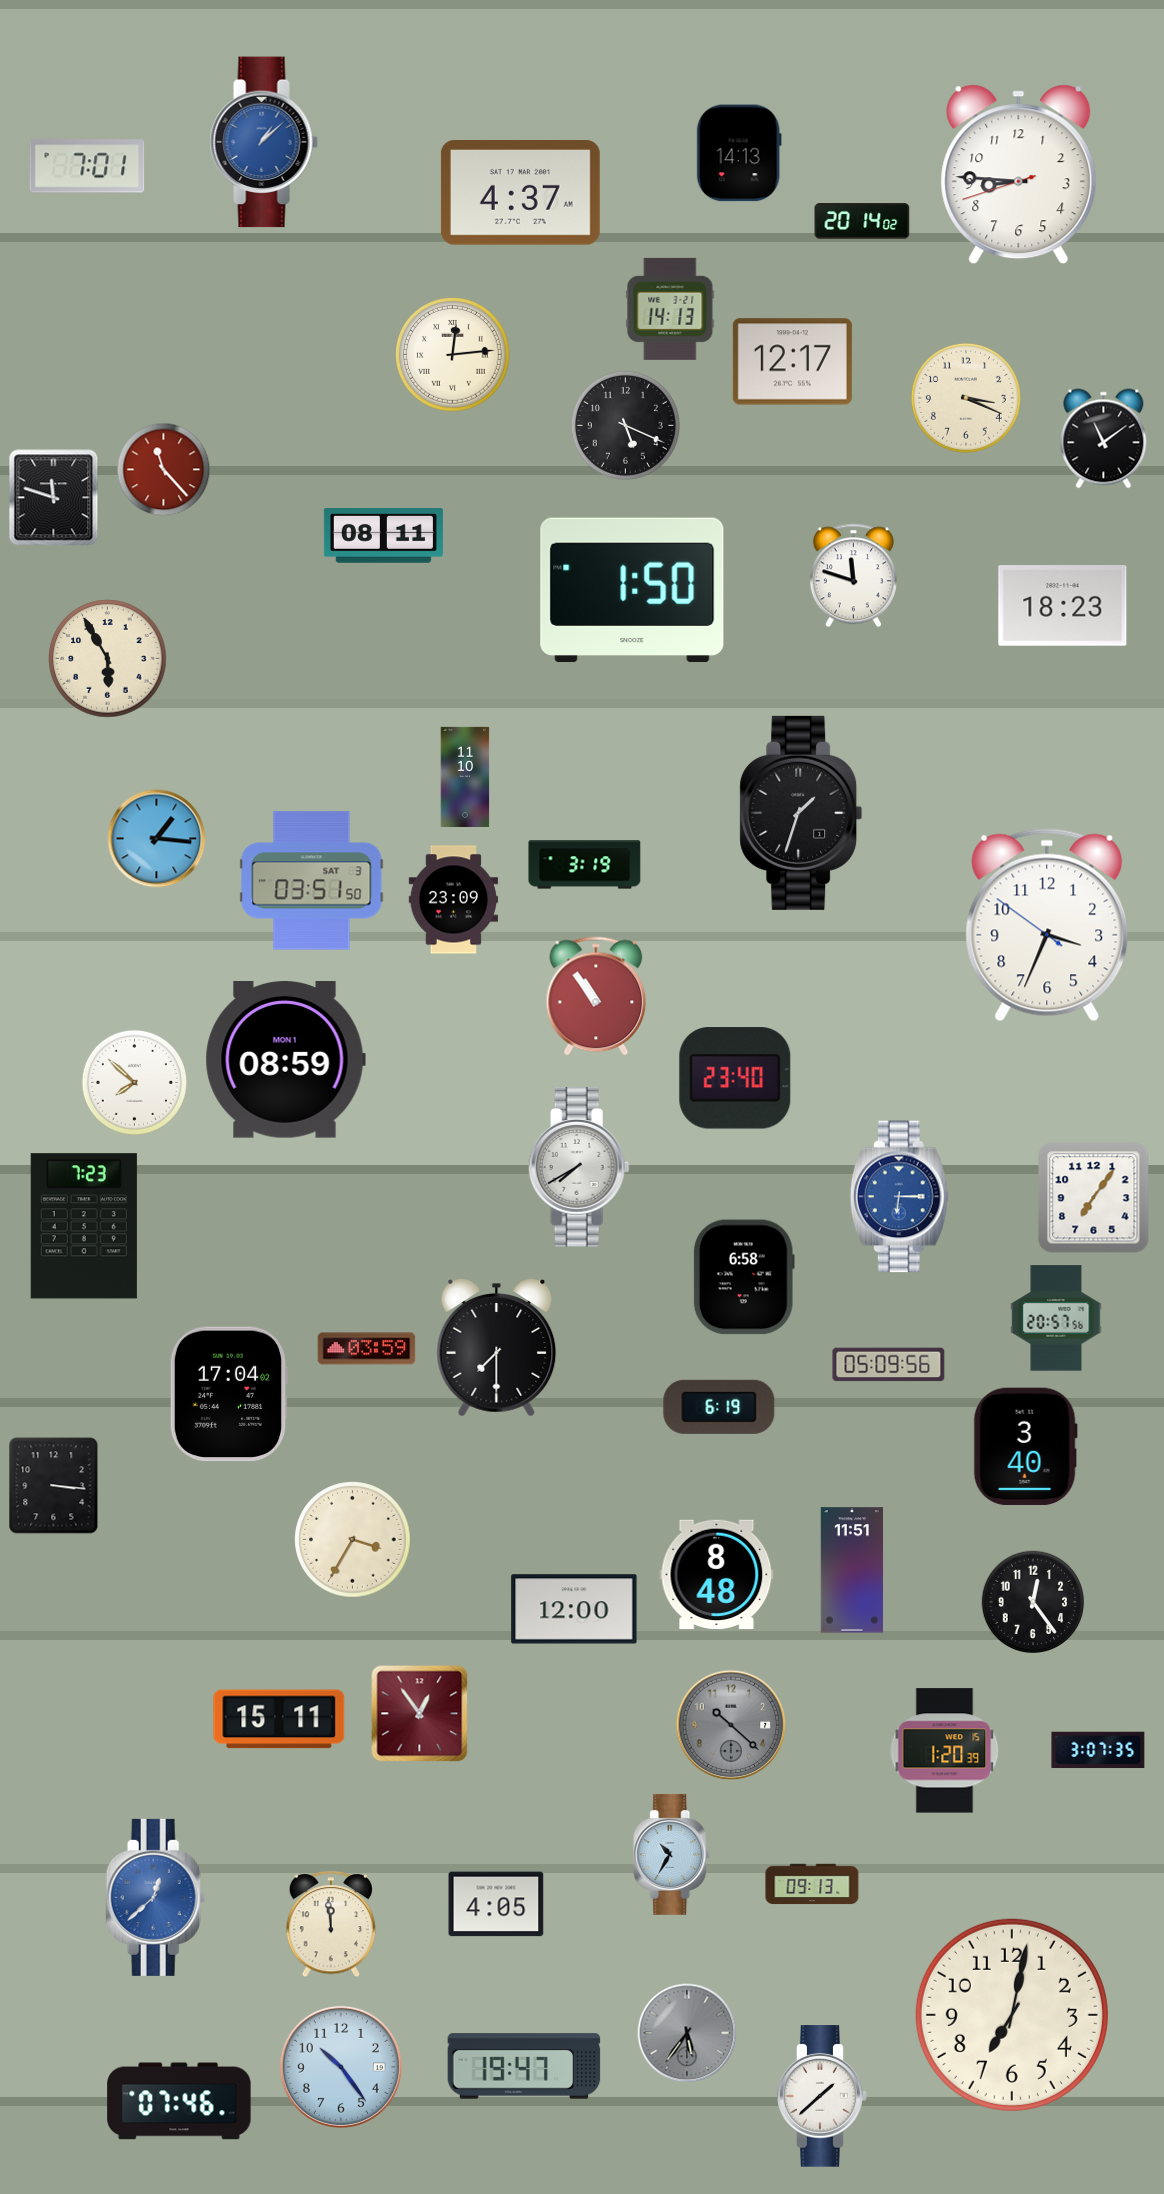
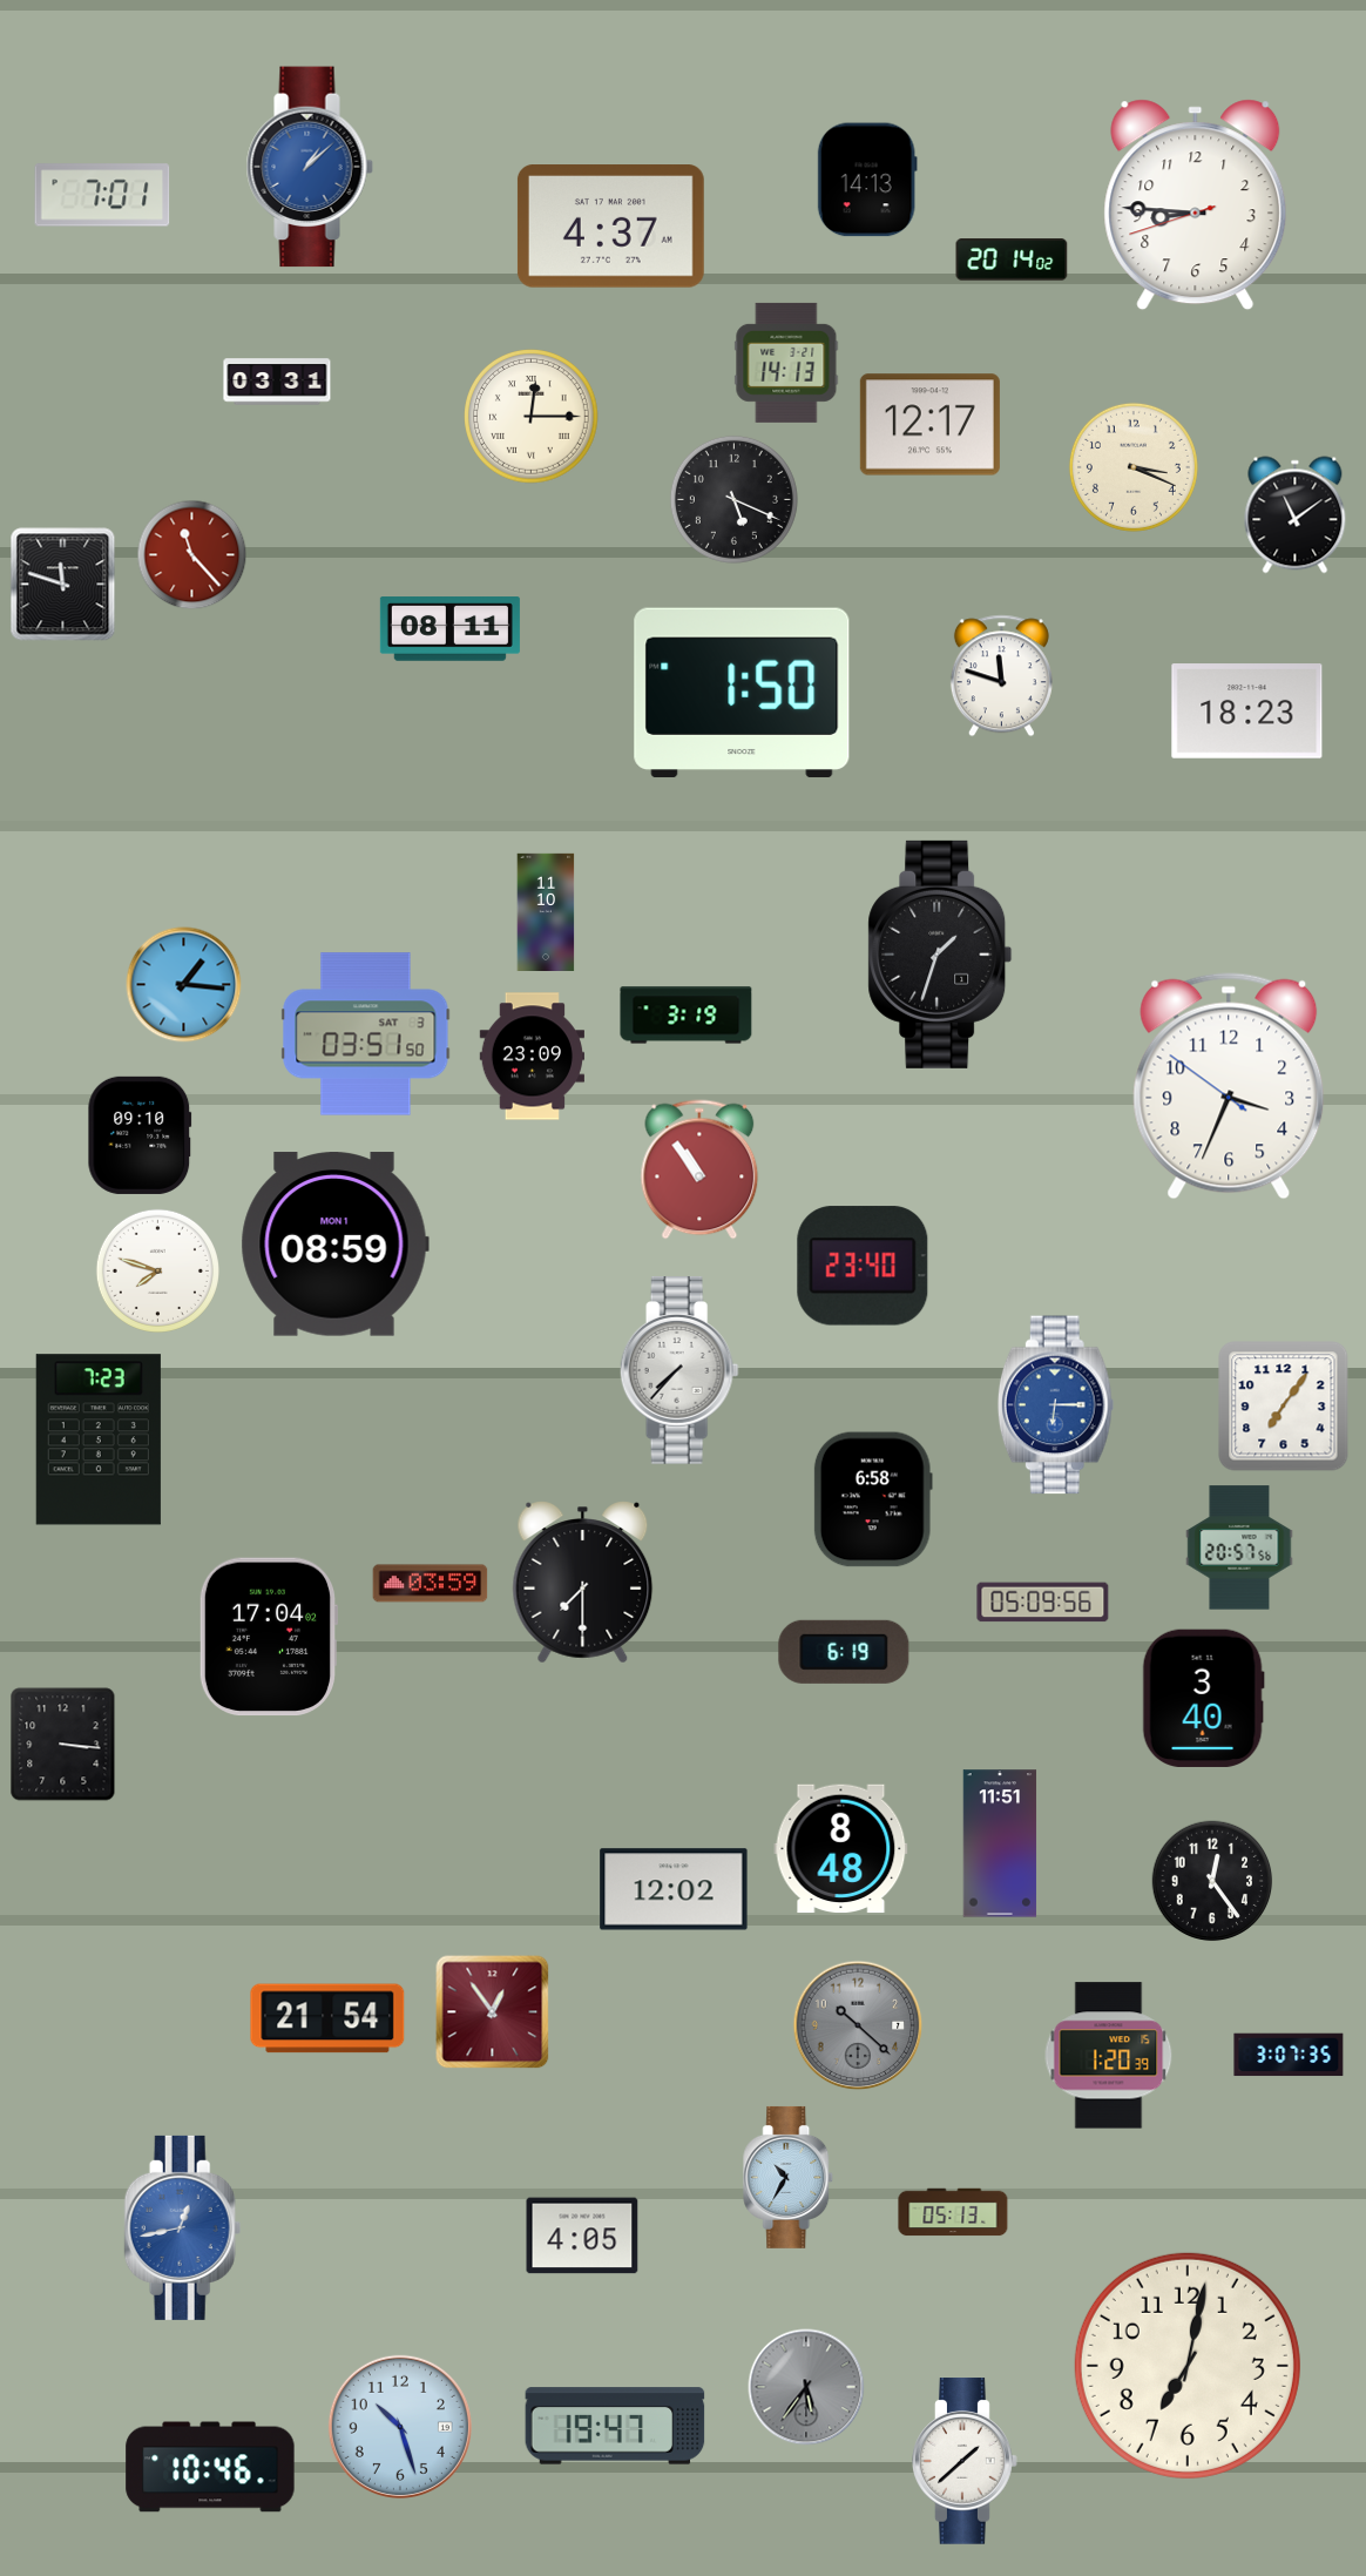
clock at (277, 382): none -> 03:31
clock at (453, 355): 12:14 -> 12:15
clock at (164, 470) position: (164, 470) -> (192, 555)
clock at (108, 659): 5:55 -> none
clock at (140, 1135): none -> 09:10
clock at (134, 1082): 7:52 -> 7:48
clock at (579, 1168): 7:40 -> 7:37
clock at (353, 1540): 3:35 -> none
clock at (574, 1609): 12:00 -> 12:02
clock at (279, 1719): 15:11 -> 21:54
clock at (812, 1884): 09:13 -> 05:13
clock at (156, 1897): 12:38 -> 12:43
clock at (331, 1925): 11:59 -> none
clock at (341, 2067): 10:24 -> 10:27
clock at (179, 2101): 07:46 -> 10:46
